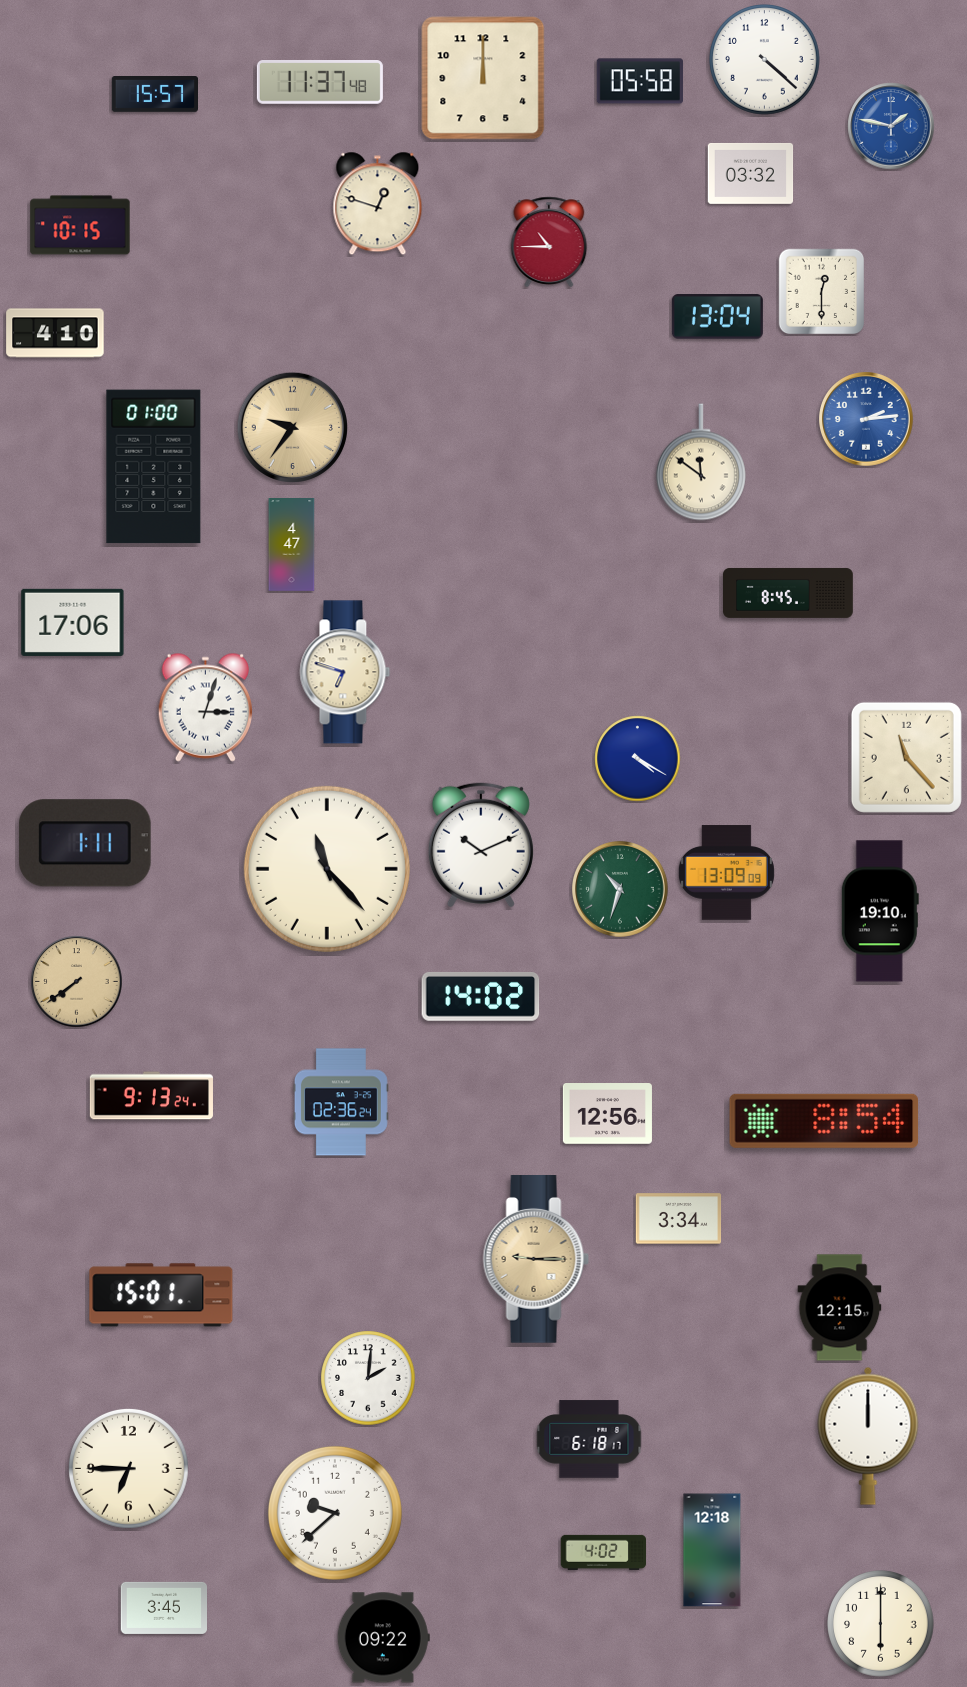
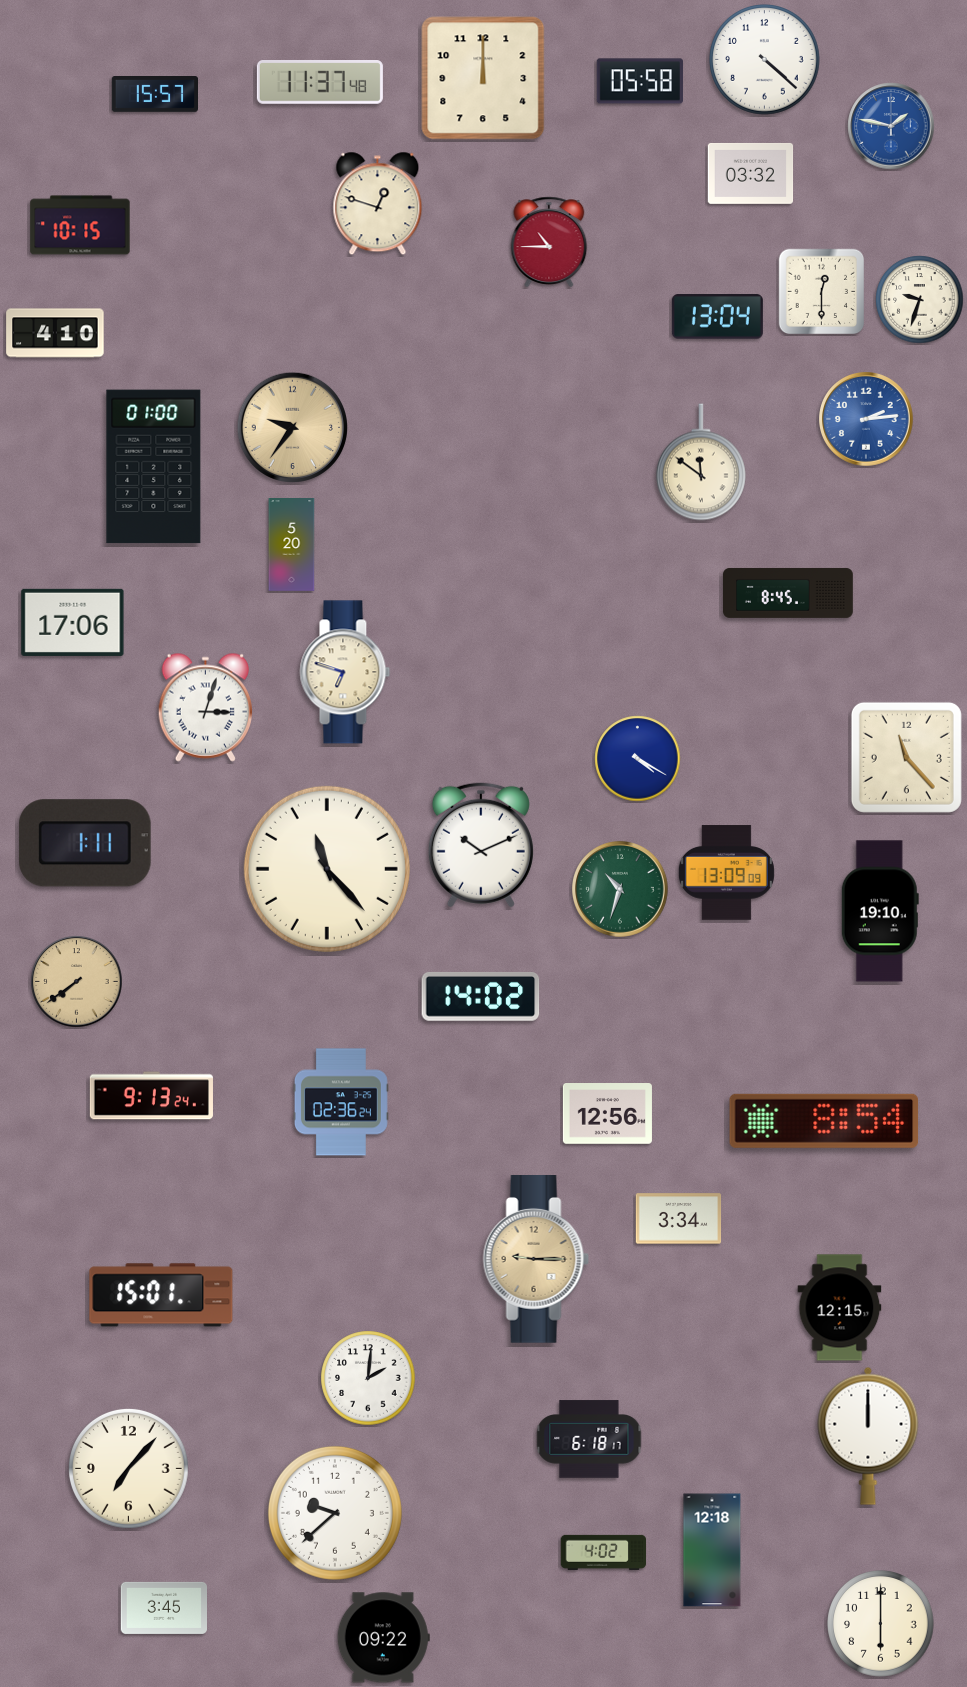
clock at (920, 300): none -> 9:33
clock at (292, 545): 4:47 -> 5:20
clock at (128, 1468): 6:45 -> 7:07
